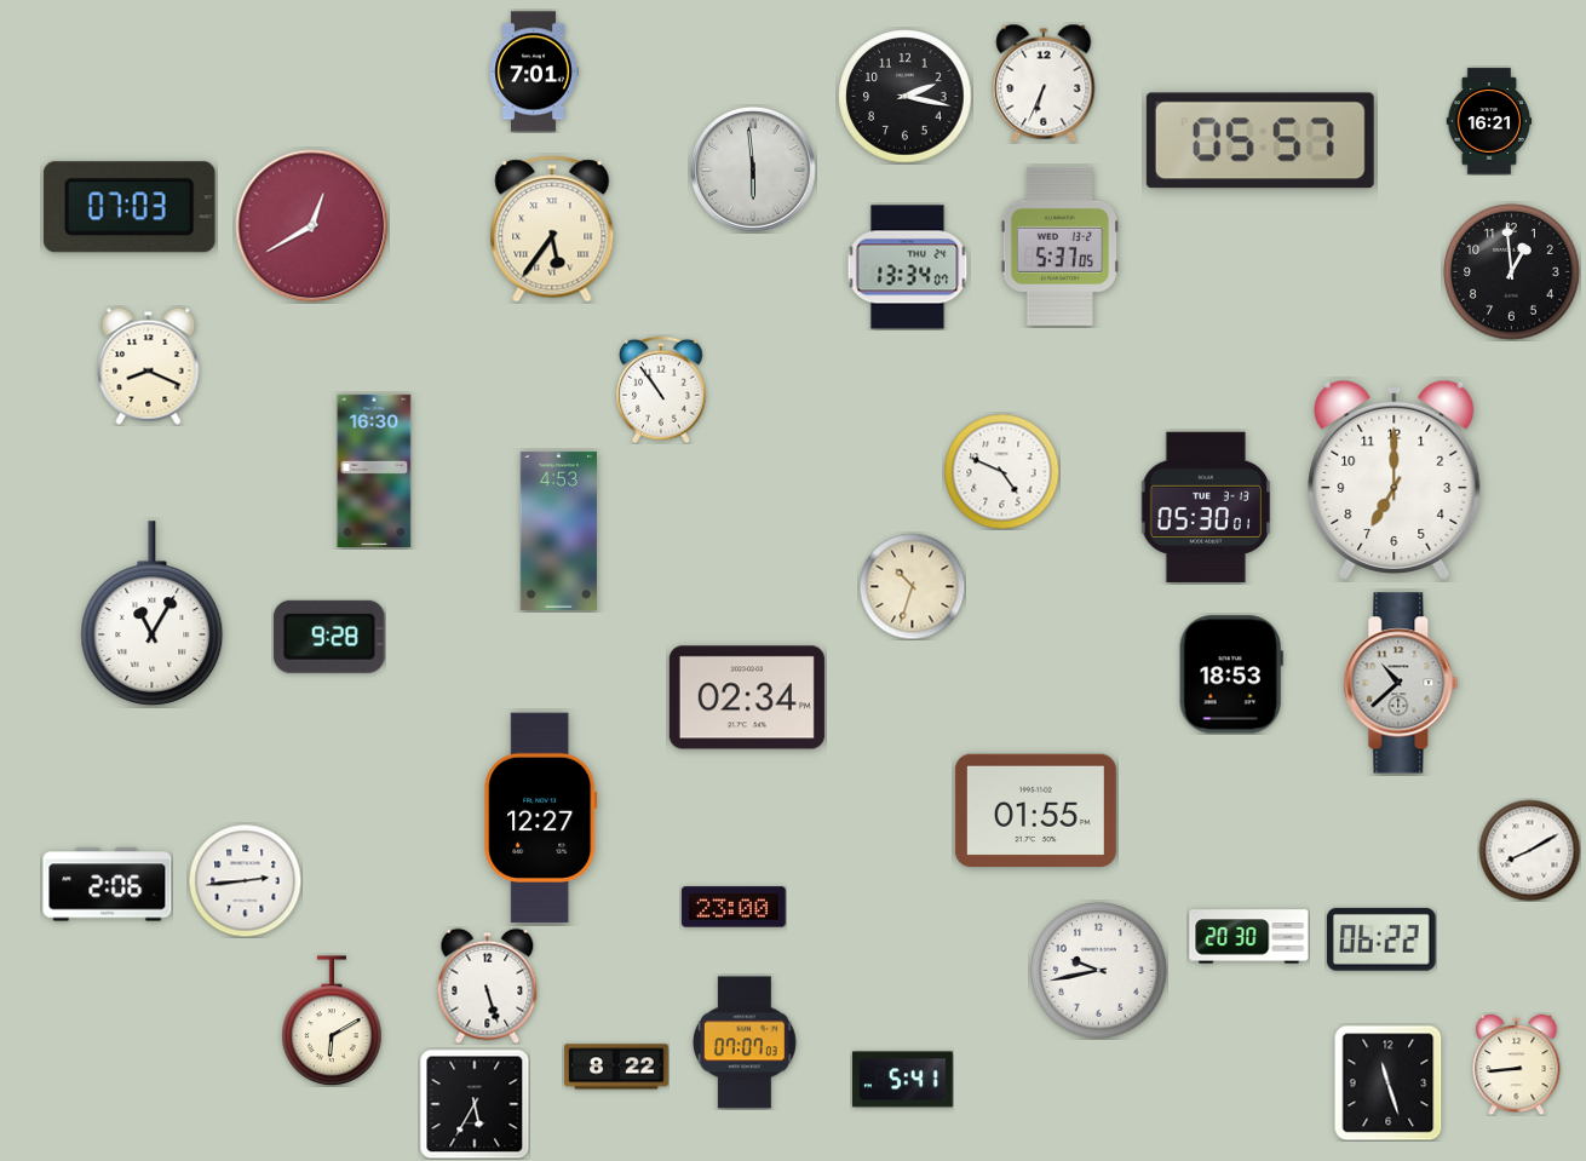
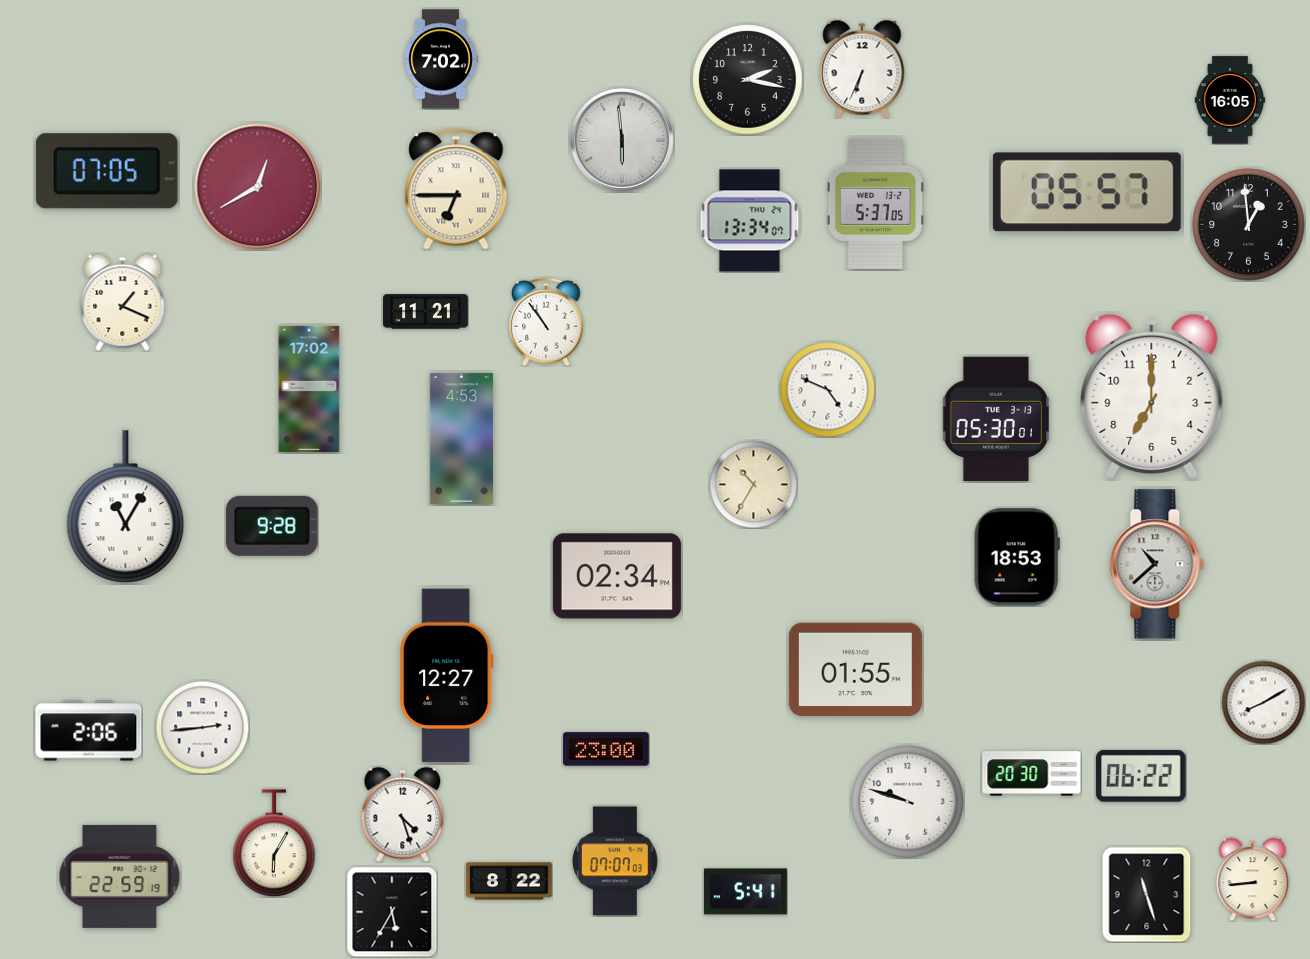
clock at (534, 71): 7:01 -> 7:02
clock at (1489, 121): 16:21 -> 16:05
clock at (1260, 140) position: (1260, 140) -> (1087, 192)
clock at (130, 207): 07:03 -> 07:05
clock at (552, 229): 5:36 -> 6:45
clock at (149, 366): 8:19 -> 1:19
clock at (426, 312): none -> 11:21
clock at (374, 470): 16:30 -> 17:02
clock at (912, 586): 10:33 -> 10:35
clock at (1099, 971): 9:43 -> 9:48
clock at (488, 985): 5:27 -> 4:27
clock at (332, 1021): 6:10 -> 6:05
clock at (120, 876): none -> 22:59
